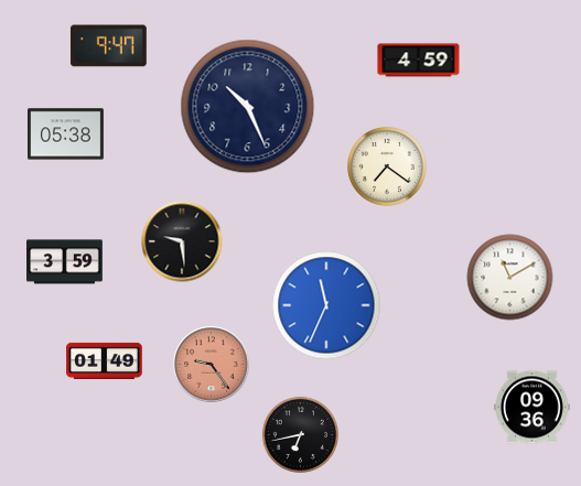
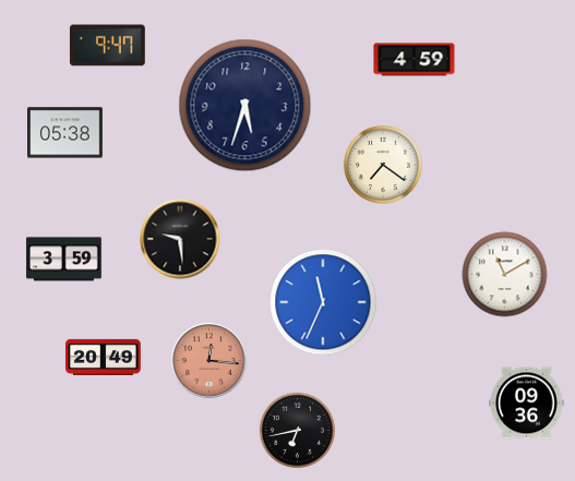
clock at (248, 107): 10:26 -> 5:33
clock at (105, 360): 01:49 -> 20:49
clock at (212, 365): 9:24 -> 12:16
